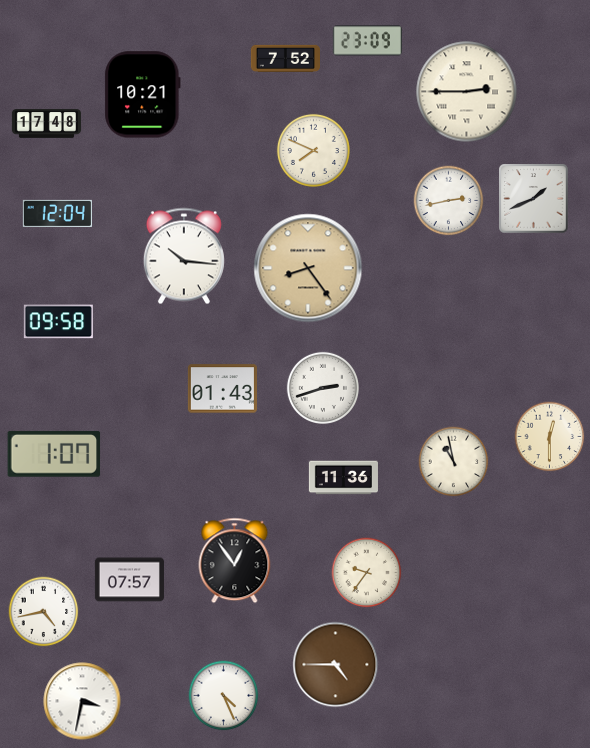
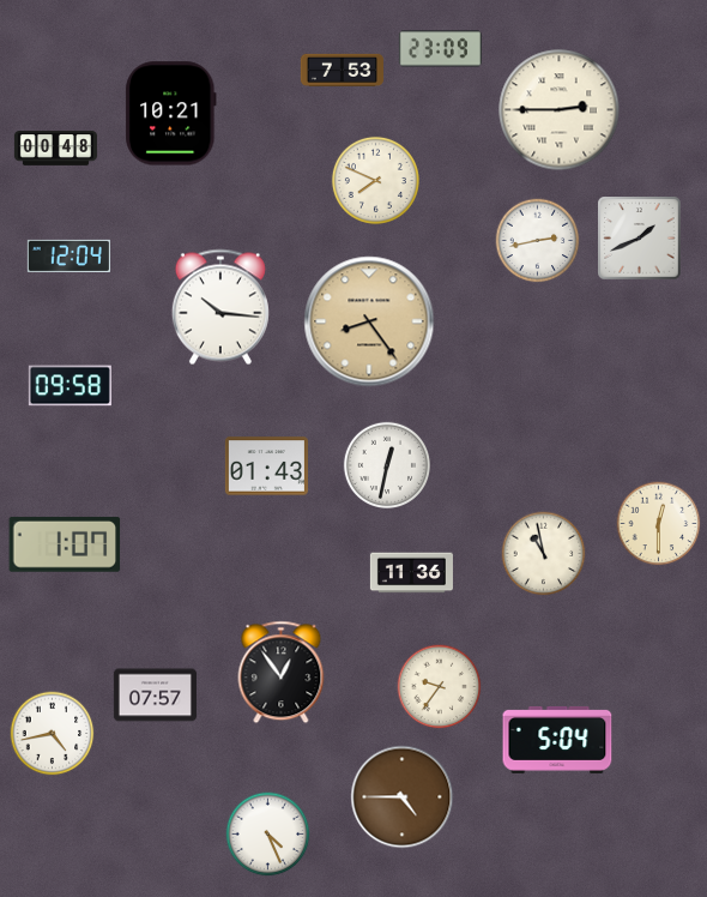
clock at (285, 58): 7:52 -> 7:53
clock at (46, 124): 17:48 -> 00:48
clock at (322, 387): 2:42 -> 12:32
clock at (557, 740): none -> 5:04
clock at (82, 701): 3:32 -> none
